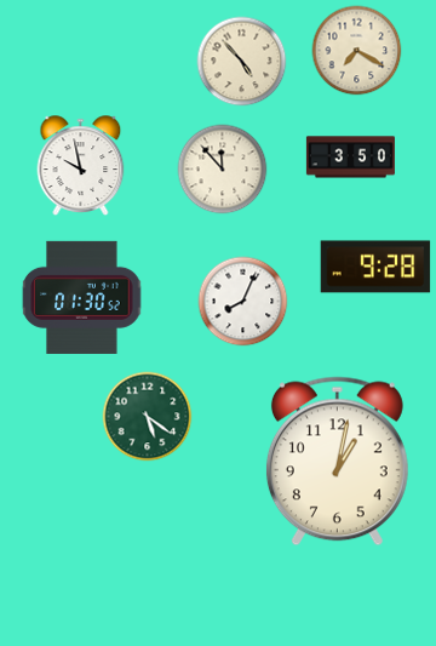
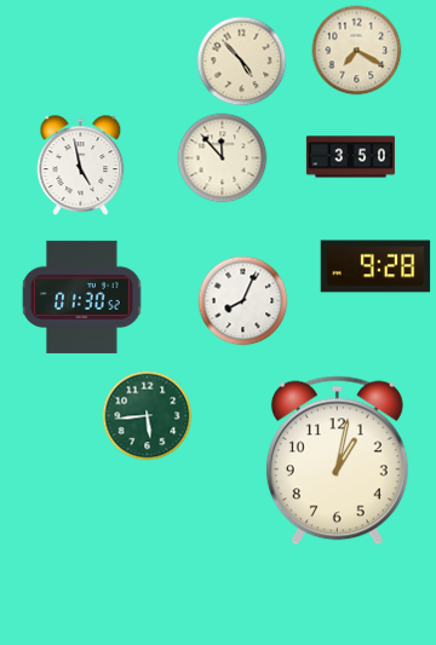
clock at (81, 166): 9:58 -> 4:58
clock at (223, 170) position: (223, 170) -> (223, 159)
clock at (148, 417): 5:21 -> 5:44
